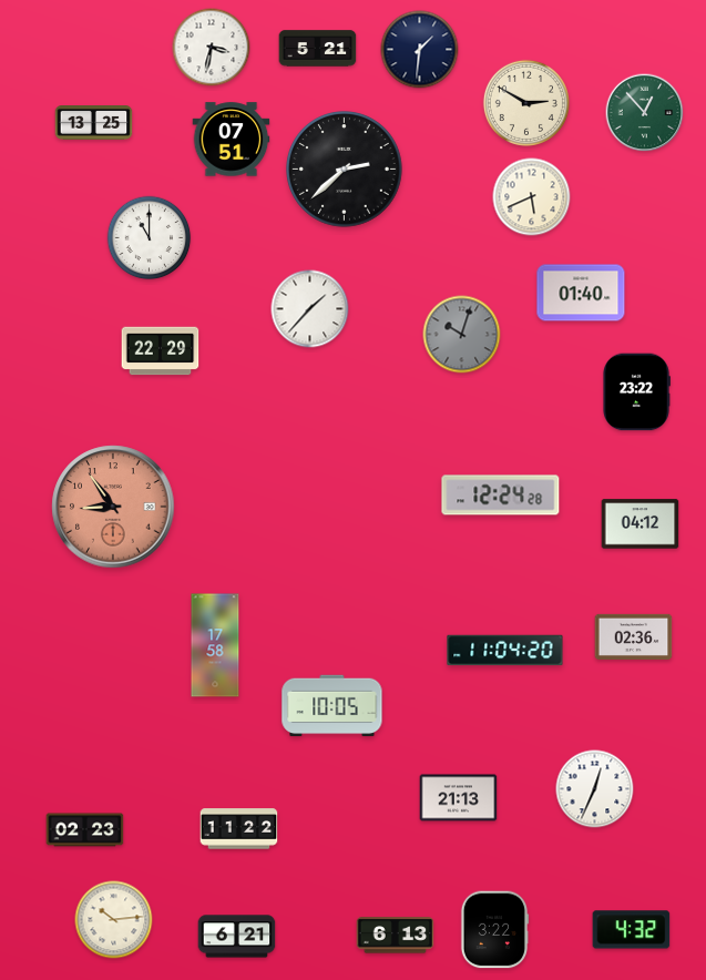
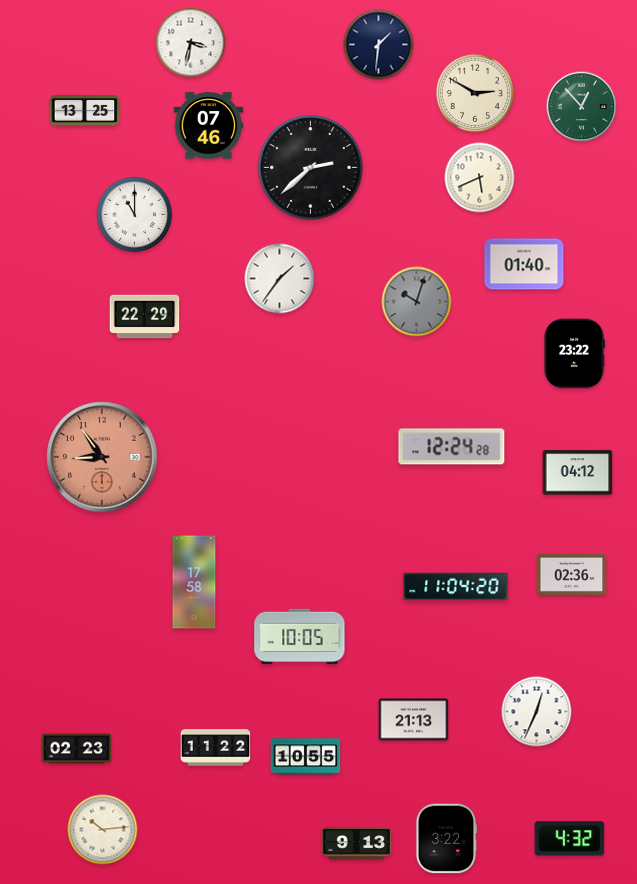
clock at (318, 49): 5:21 -> none
clock at (645, 113) position: (645, 113) -> (582, 107)
clock at (232, 140): 07:51 -> 07:46
clock at (345, 170) position: (345, 170) -> (311, 168)
clock at (310, 309): 1:37 -> 1:36
clock at (306, 757): none -> 10:55
clock at (396, 936): 6:13 -> 9:13
clock at (237, 937): 6:21 -> none
